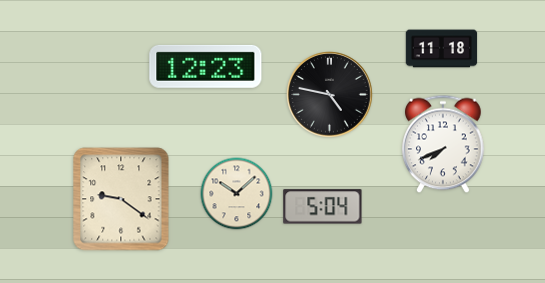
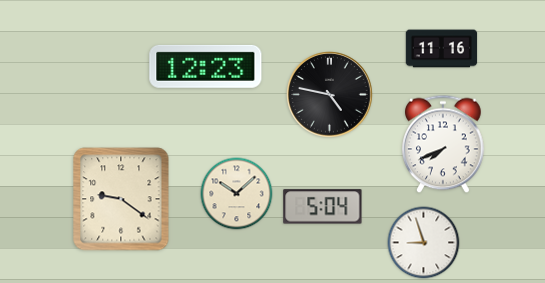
clock at (442, 49): 11:18 -> 11:16
clock at (424, 243): none -> 8:57
